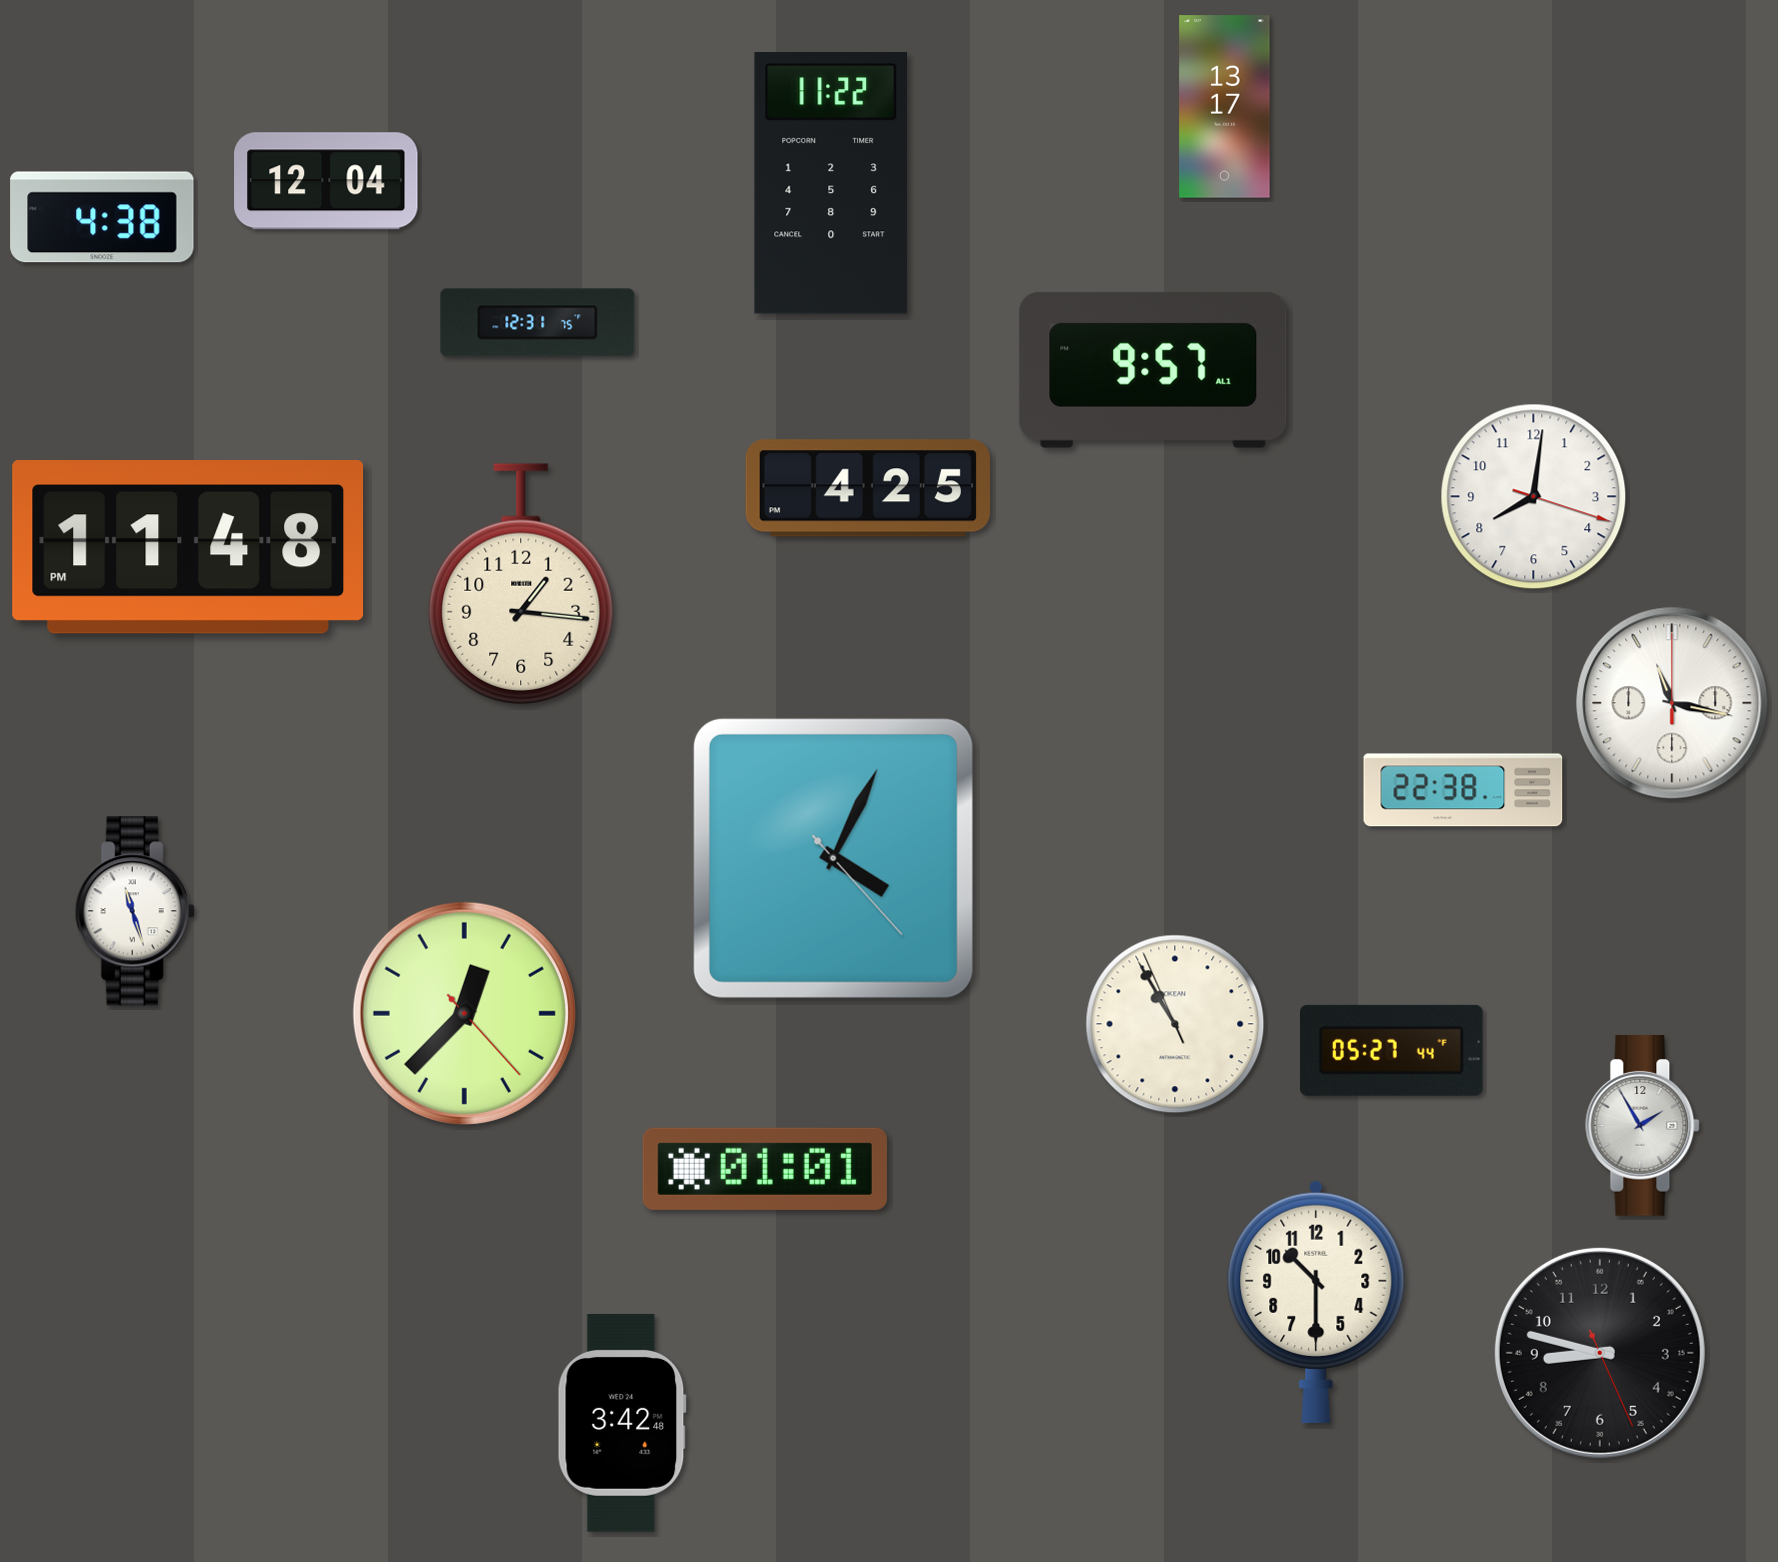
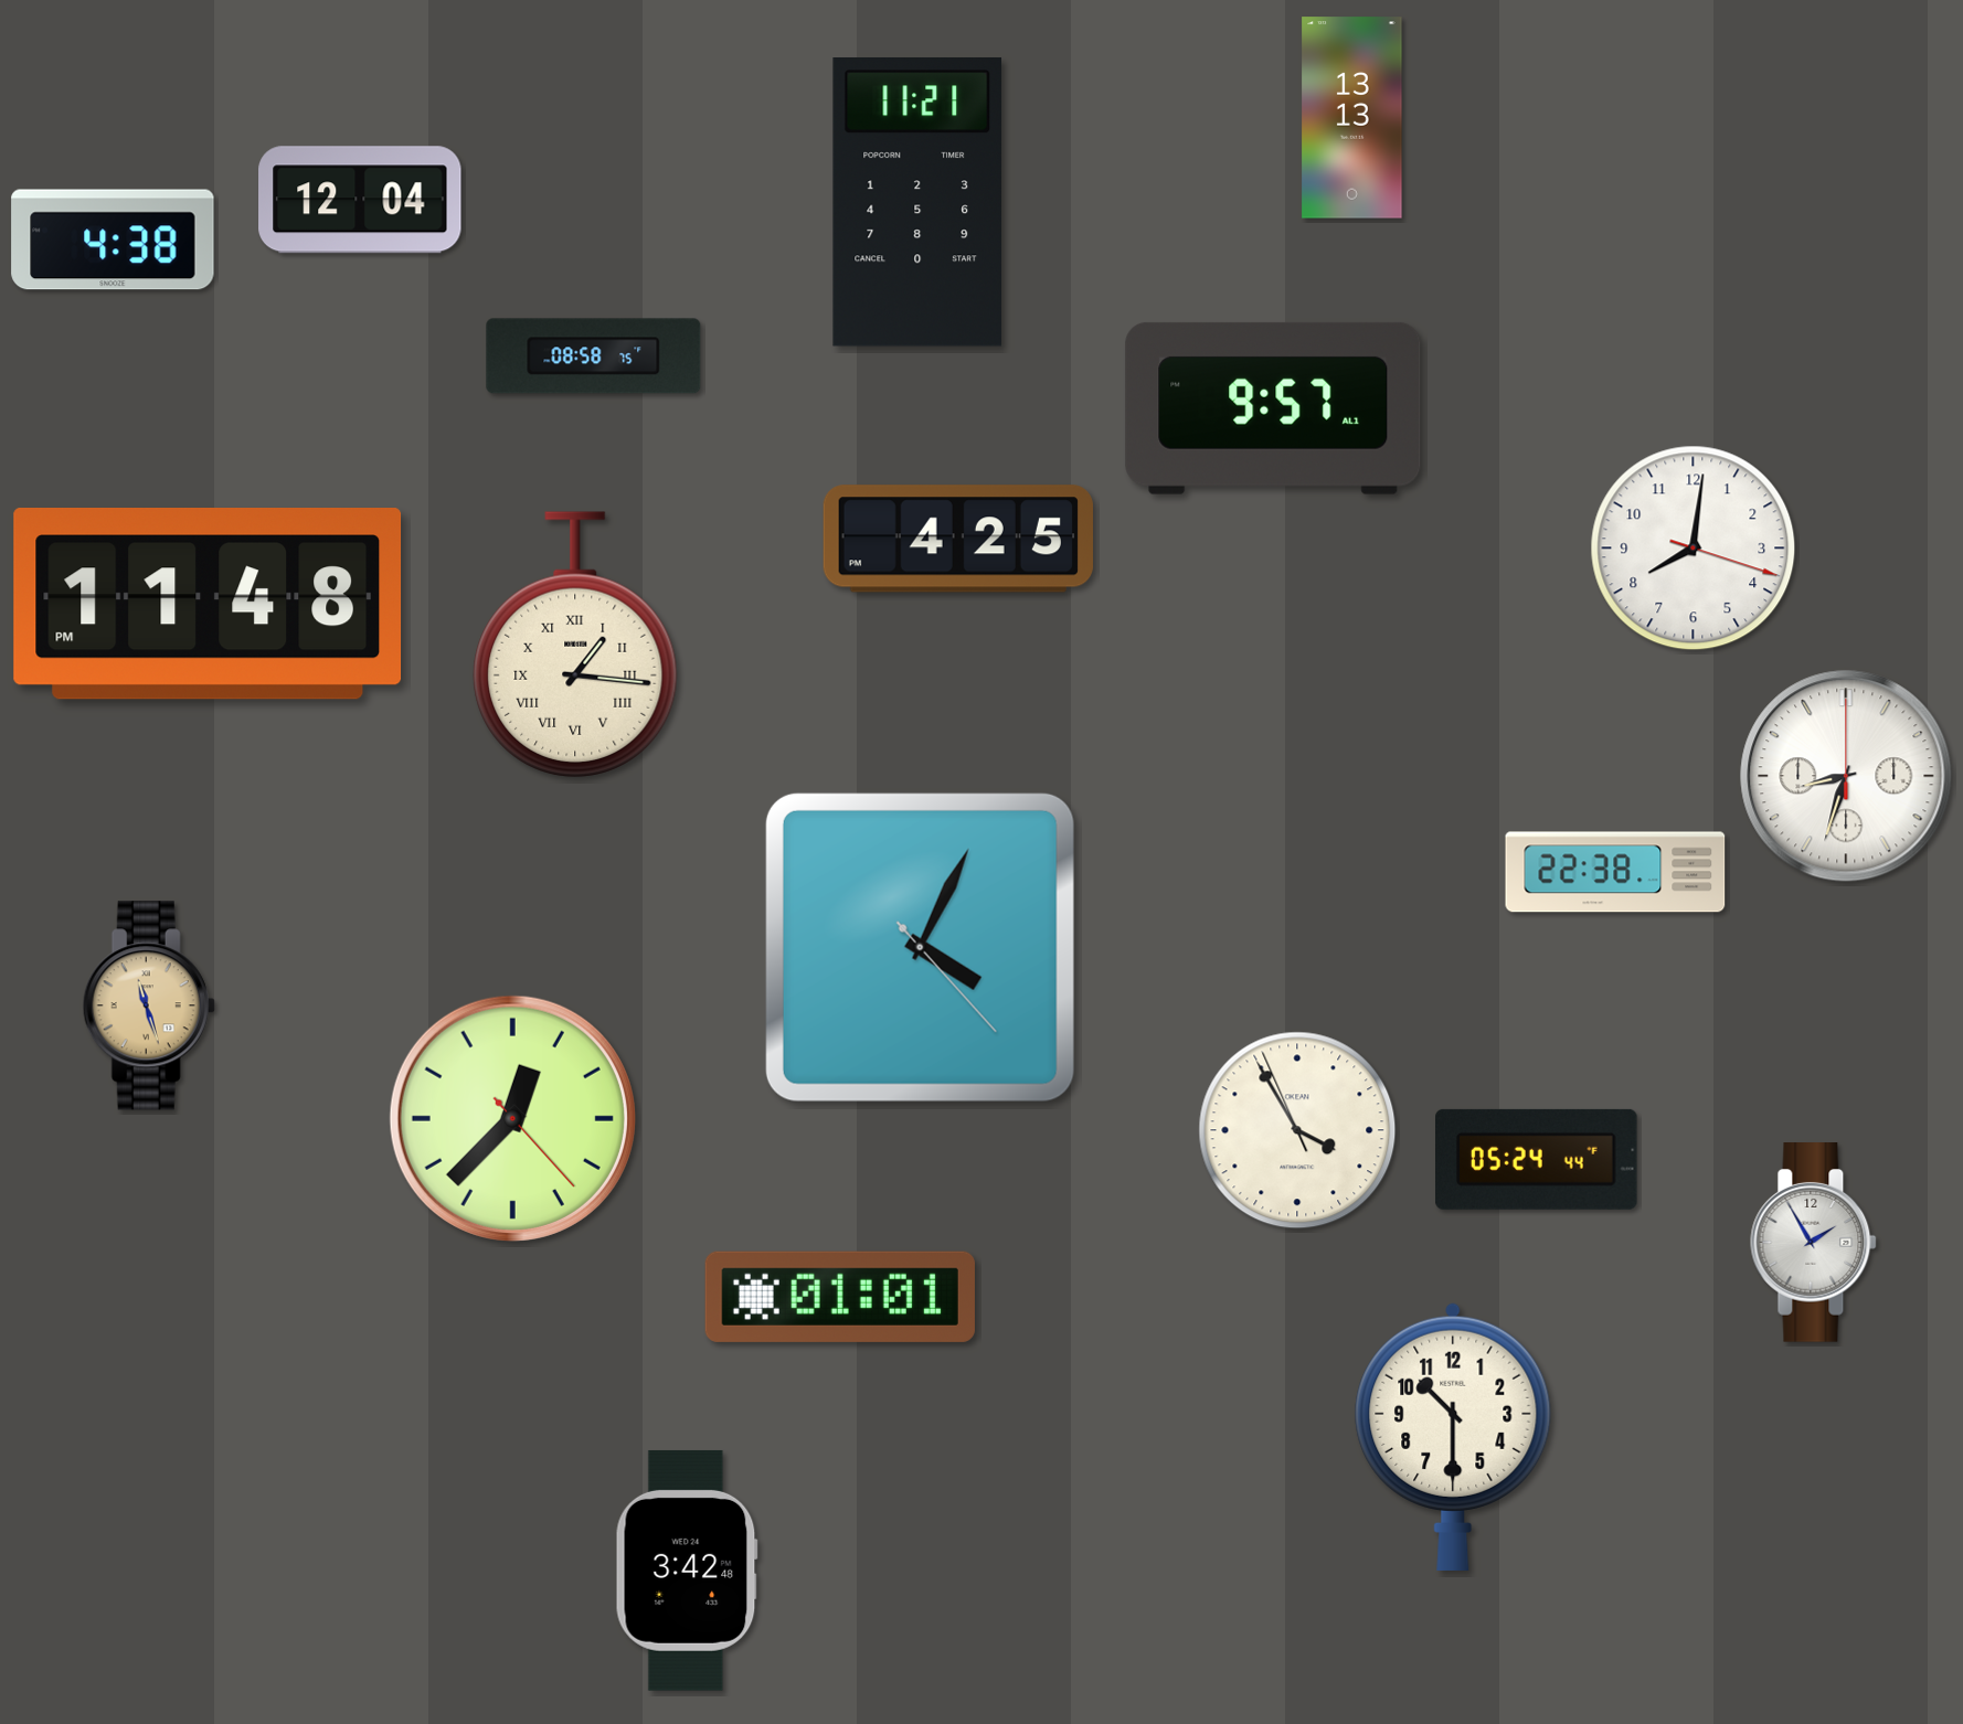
clock at (1225, 107): 13:17 -> 13:13
clock at (831, 184): 11:22 -> 11:21
clock at (538, 323): 12:31 -> 08:58
clock at (521, 584) numerals: Arabic -> Roman
clock at (1672, 703): 11:17 -> 8:33
clock at (135, 911) dial: white -> champagne
clock at (1175, 1024): 10:54 -> 3:54
clock at (1392, 1050): 05:27 -> 05:24
clock at (765, 1169) position: (765, 1169) -> (840, 1297)
clock at (1600, 1353): 8:47 -> none
